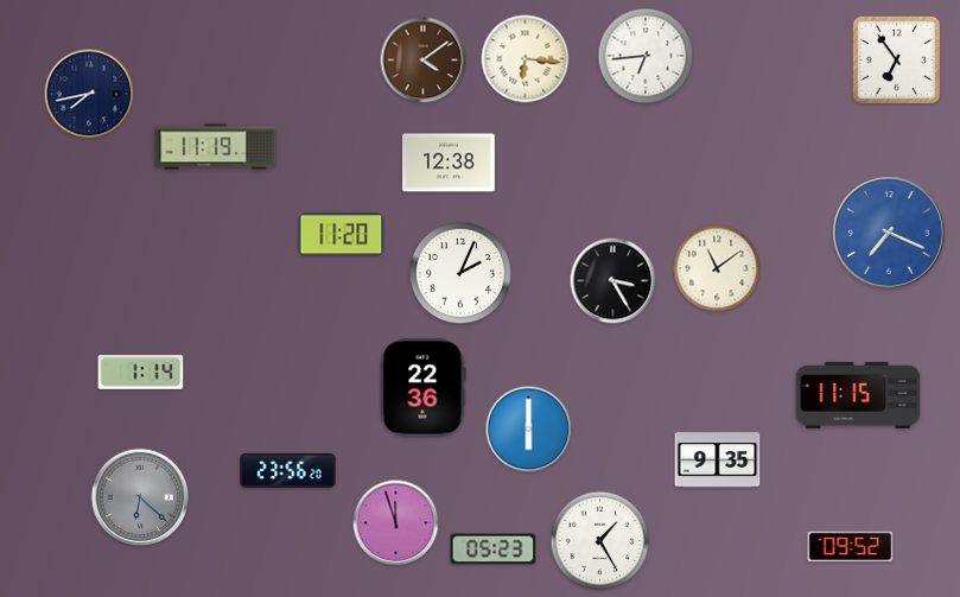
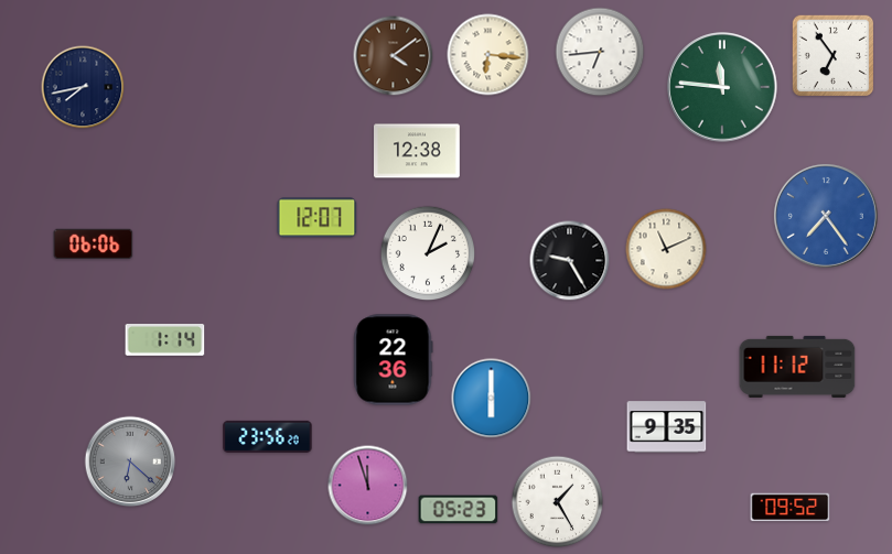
clock at (722, 87): none -> 11:46
clock at (216, 147): 11:19 -> none
clock at (889, 233): 7:19 -> 7:24
clock at (342, 235): 11:20 -> 12:07
clock at (94, 243): none -> 06:06
clock at (717, 268): 11:09 -> 11:11
clock at (613, 281): 3:25 -> 9:25
clock at (141, 373) position: (141, 373) -> (165, 340)
clock at (858, 395): 11:15 -> 11:12
